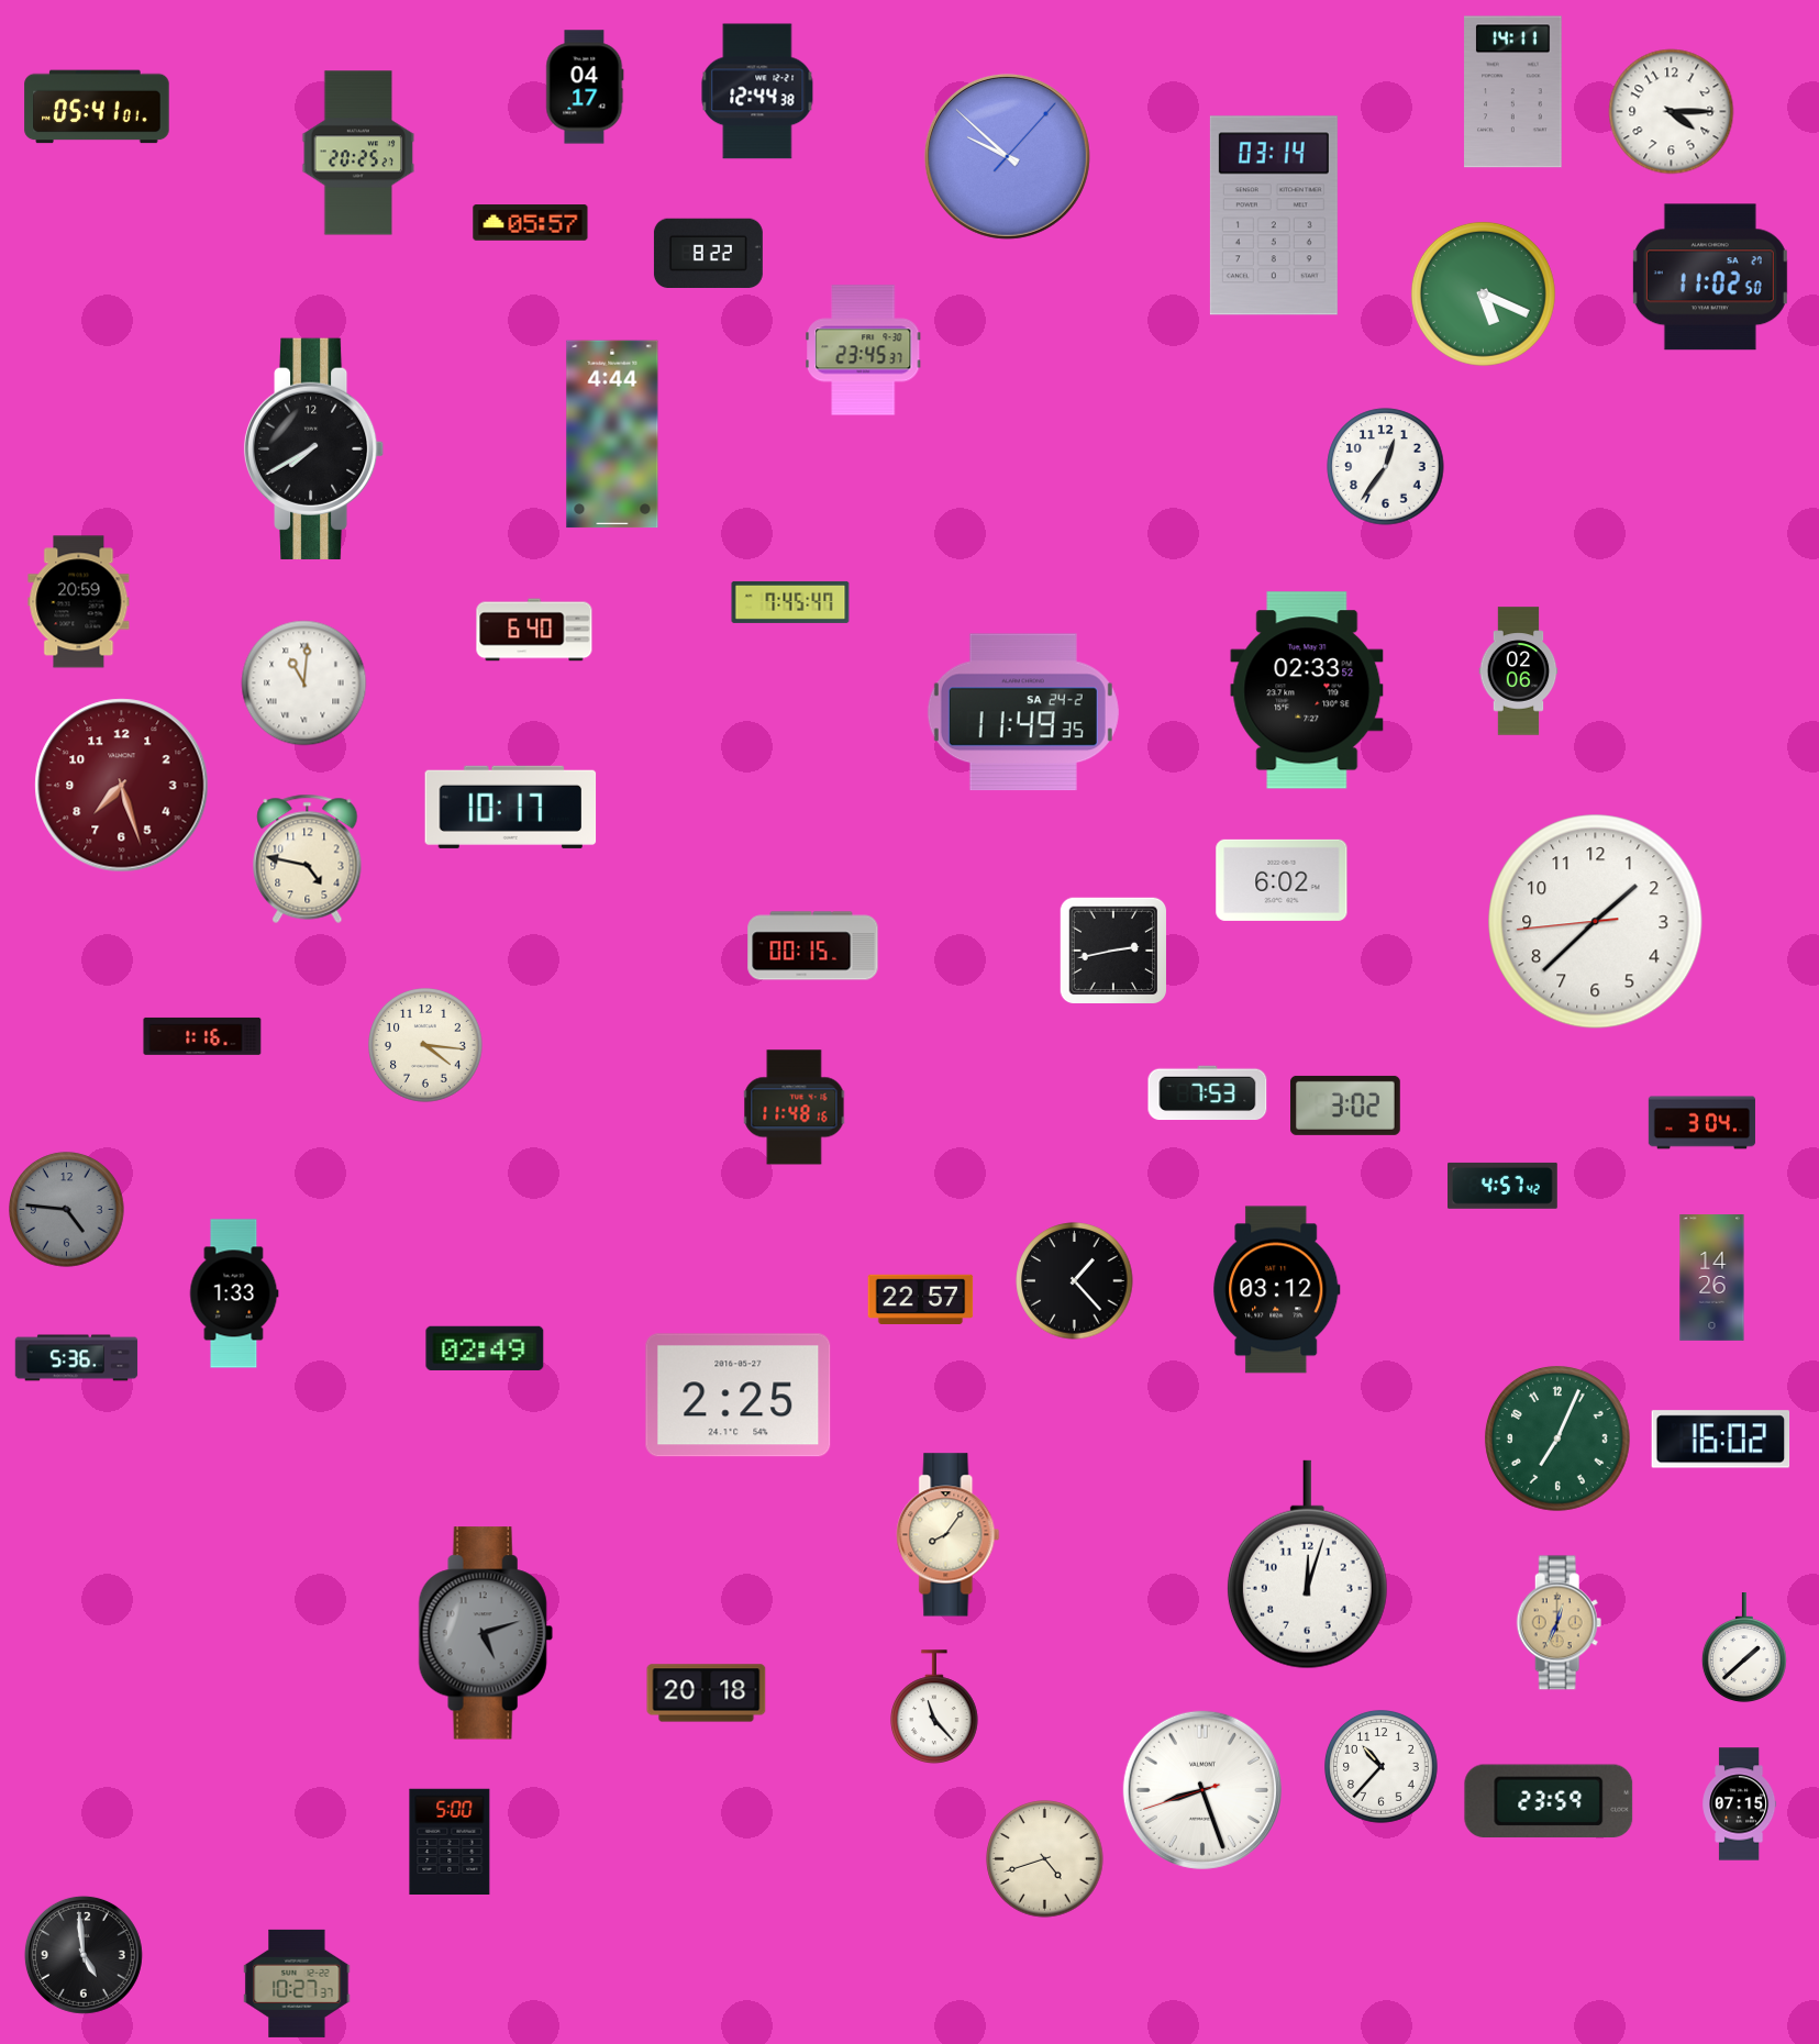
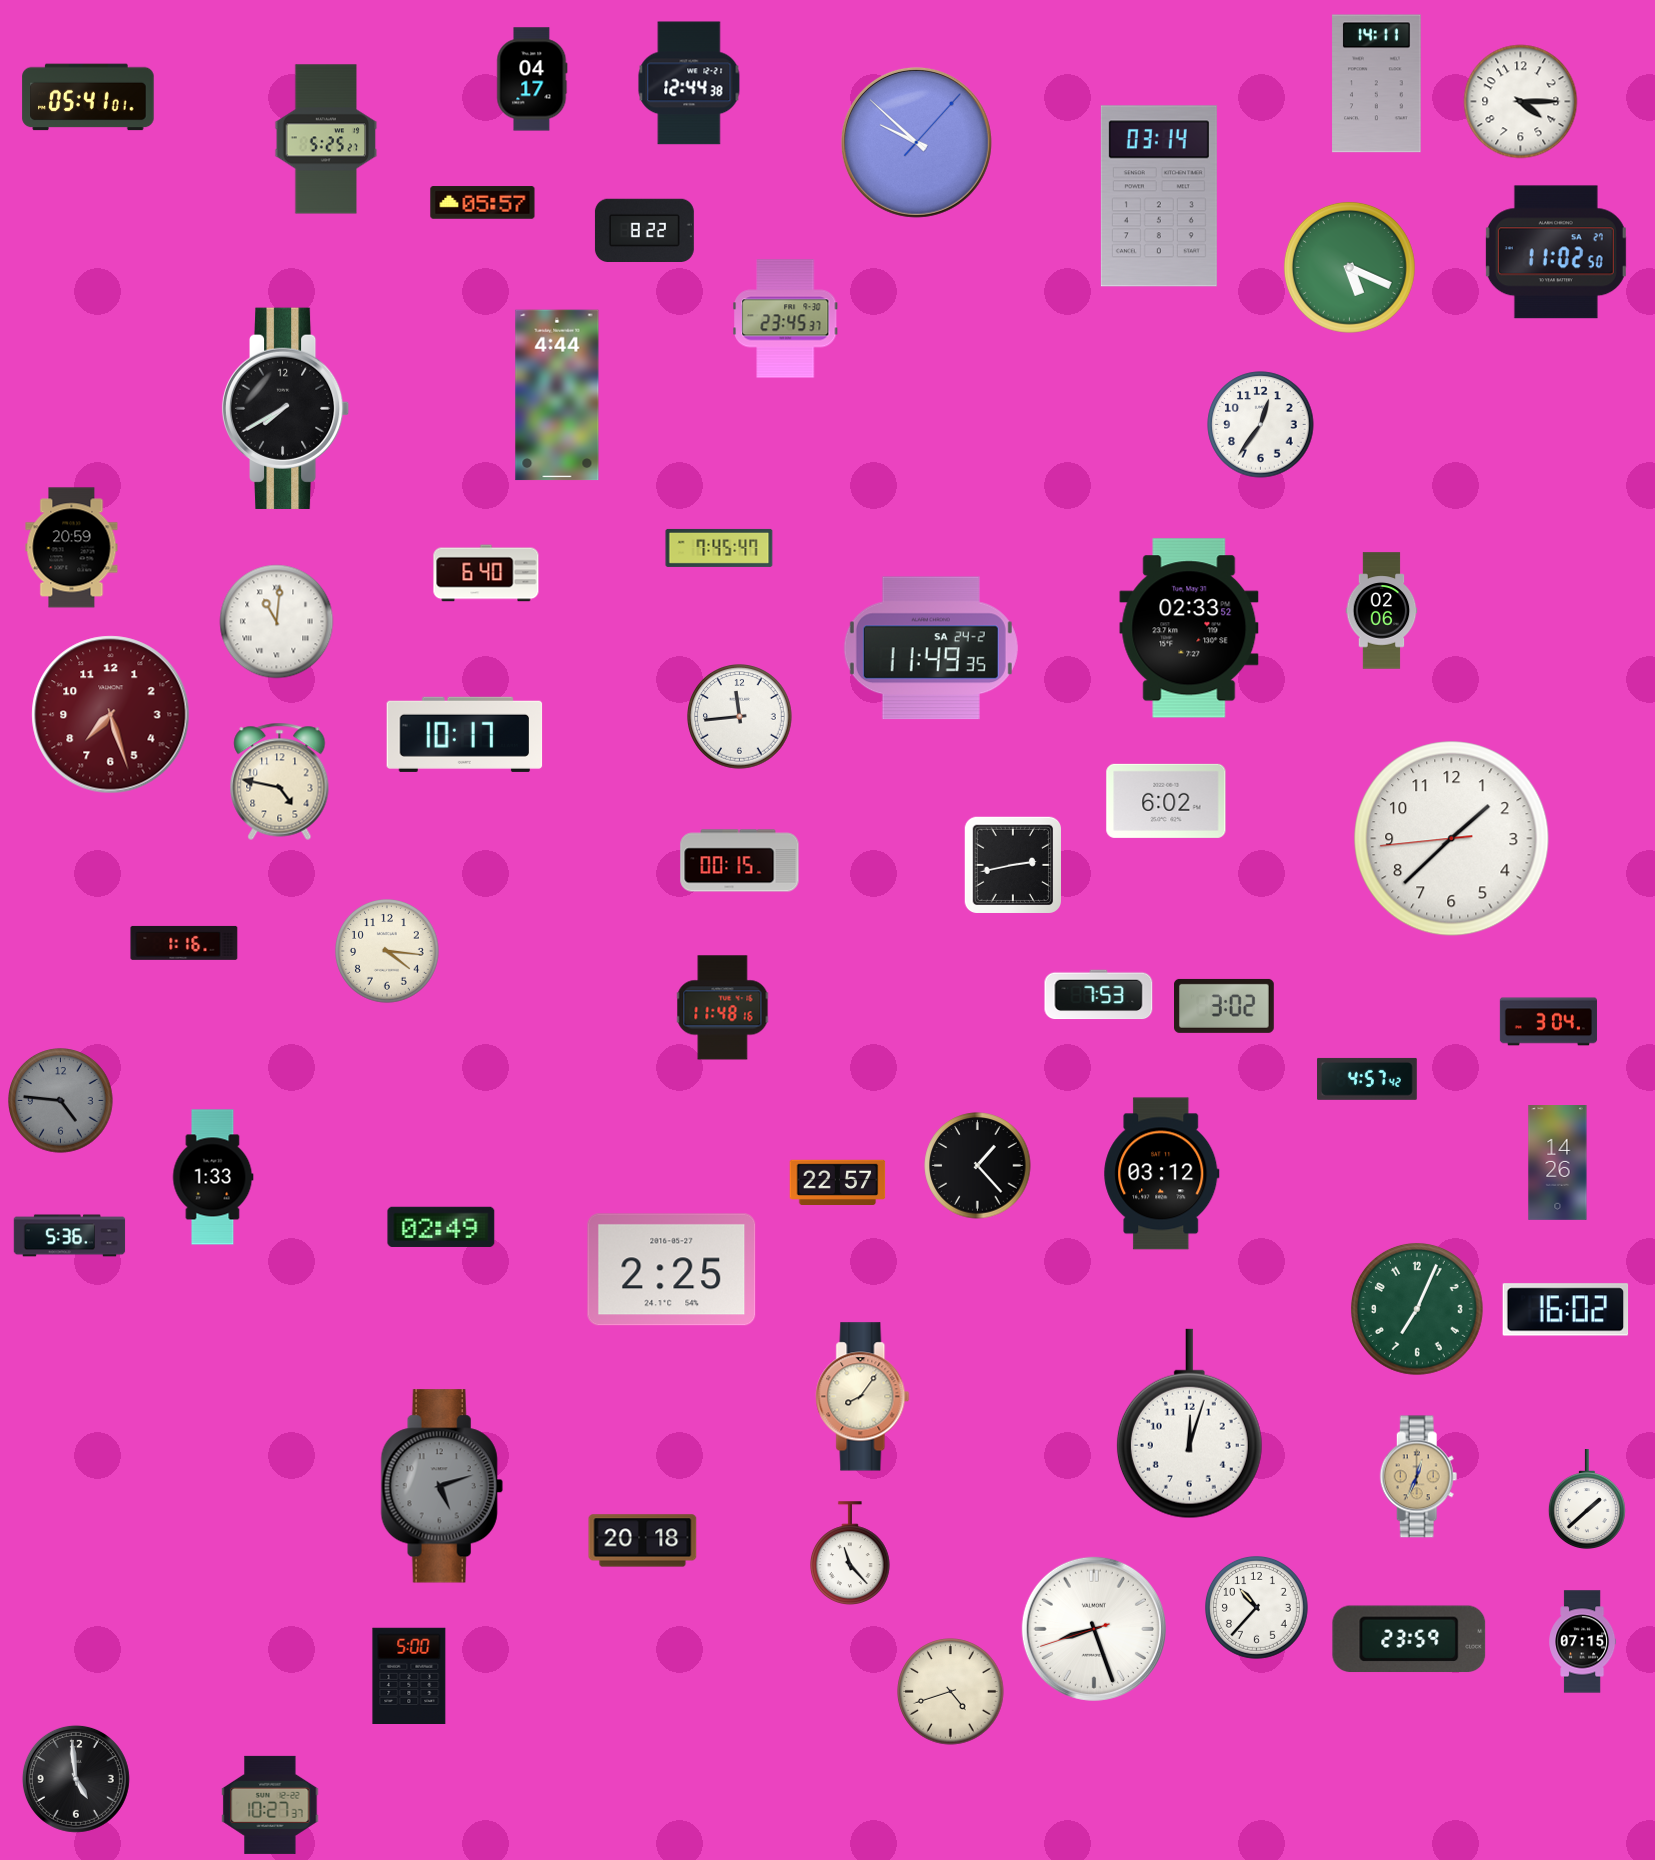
clock at (358, 153): 20:25 -> 5:25
clock at (740, 717): none -> 11:44
